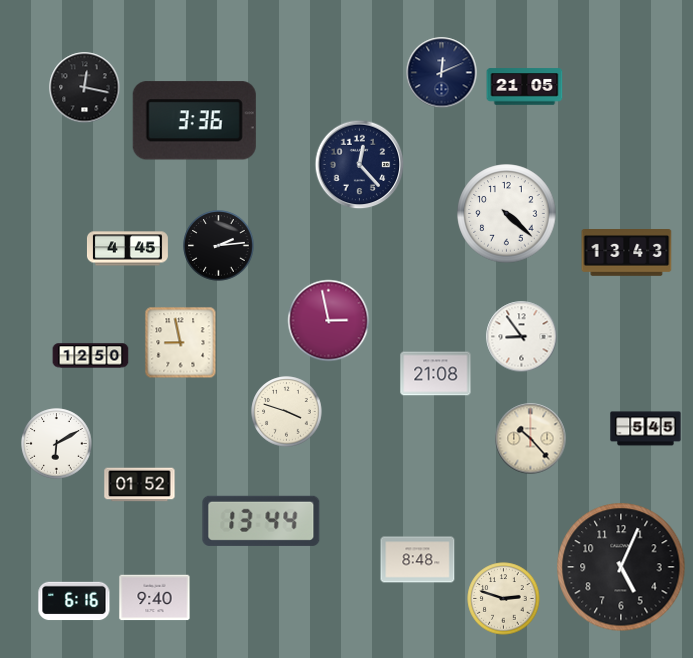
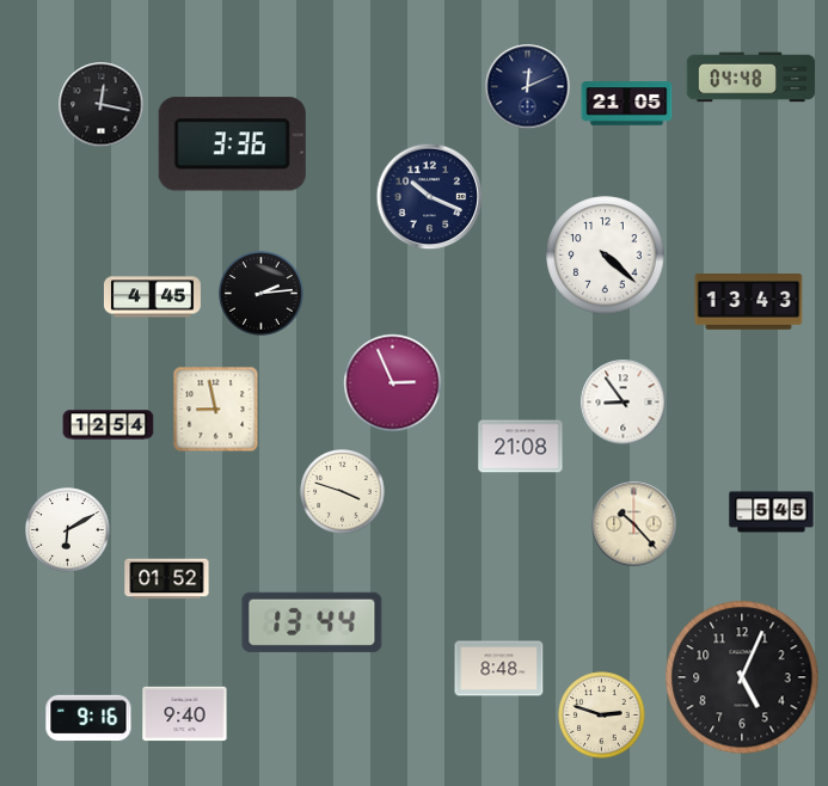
clock at (752, 78): none -> 04:48
clock at (360, 165): 12:23 -> 10:19
clock at (329, 321): 2:58 -> 2:56
clock at (91, 356): 12:50 -> 12:54
clock at (74, 601): 6:16 -> 9:16
